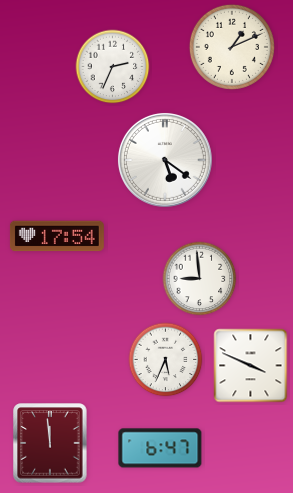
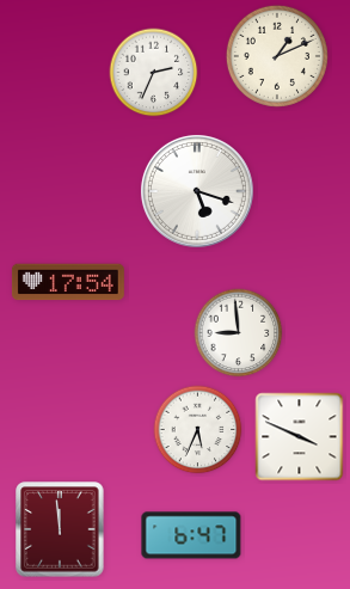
clock at (113, 67) position: (113, 67) -> (154, 73)
clock at (165, 160): 5:21 -> 5:18
